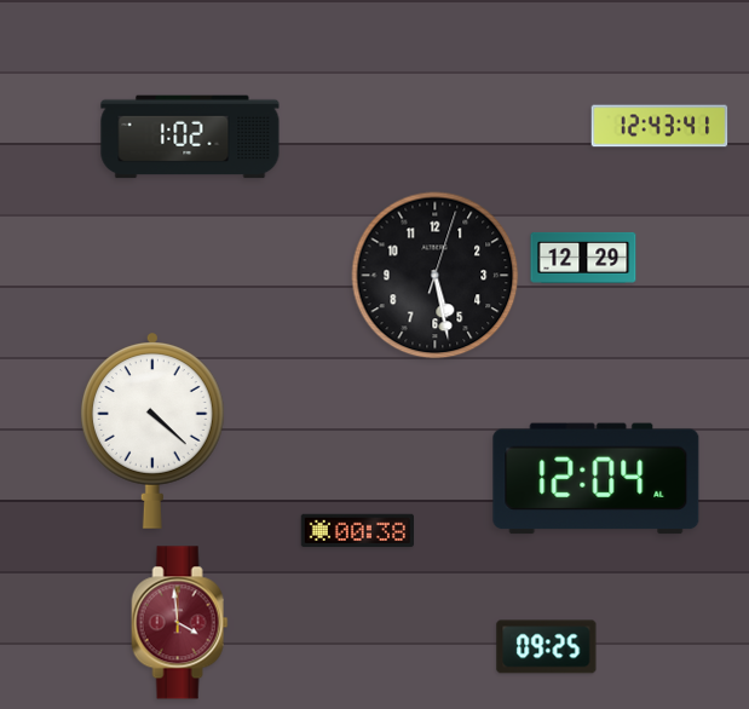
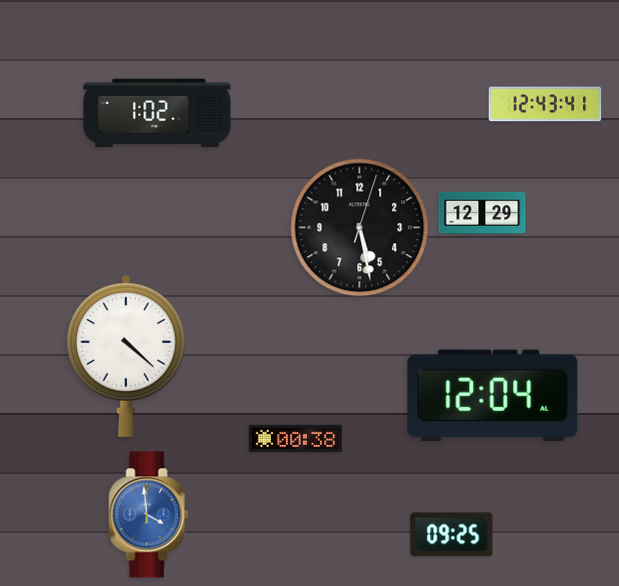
clock at (180, 623) dial: burgundy -> blue
